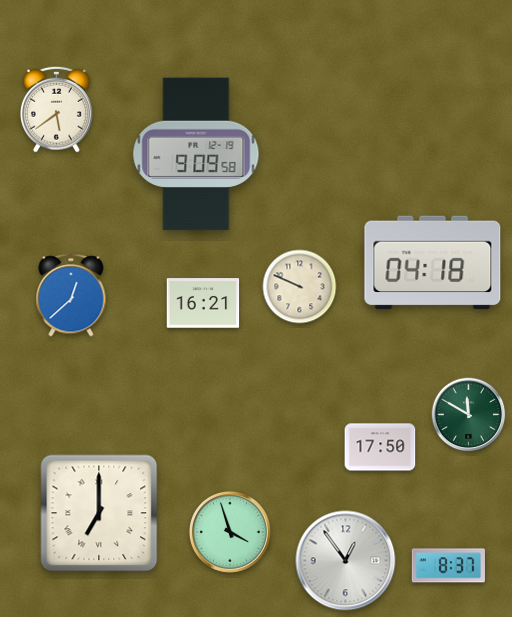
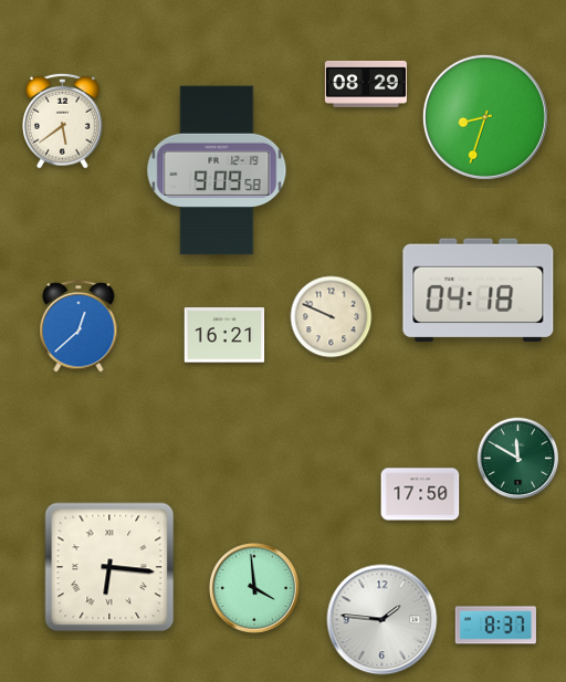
clock at (366, 84): none -> 08:29
clock at (485, 117): none -> 8:33
clock at (99, 513): 7:00 -> 6:16
clock at (230, 532): 3:57 -> 3:59
clock at (346, 561): 12:54 -> 1:46
